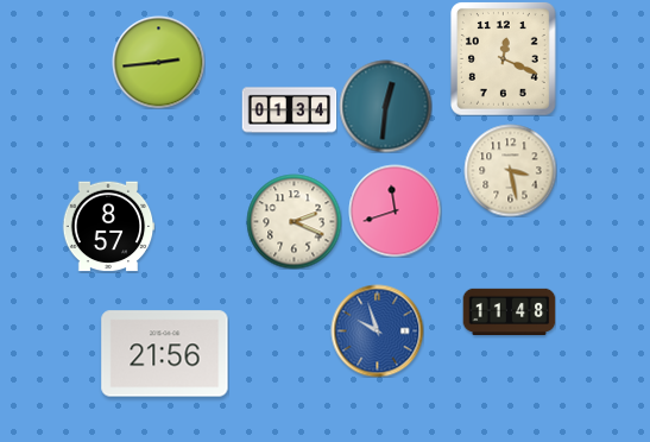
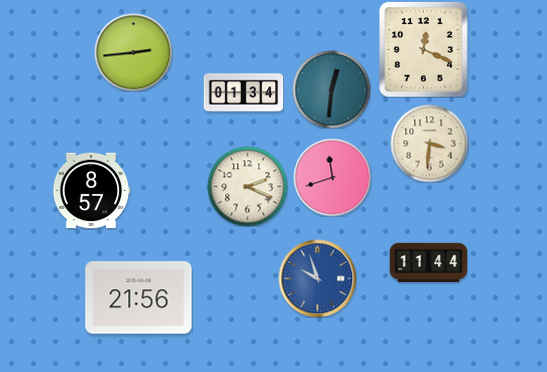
clock at (385, 106) position: (385, 106) -> (331, 89)
clock at (510, 170): 3:28 -> 3:31
clock at (509, 312): 11:48 -> 11:44
